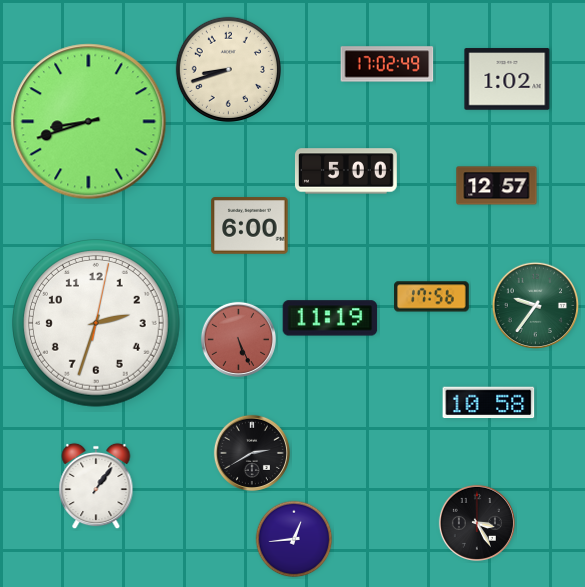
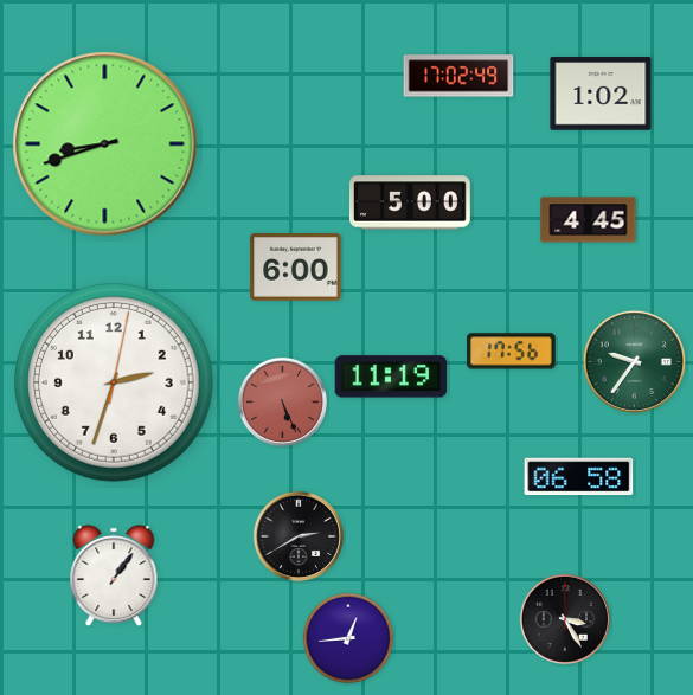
clock at (228, 69): 8:42 -> none
clock at (497, 186): 12:57 -> 4:45
clock at (489, 403): 10:58 -> 06:58
